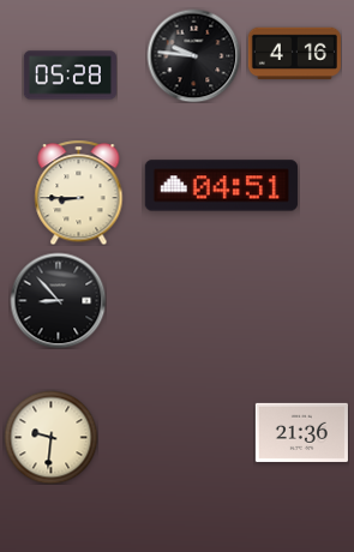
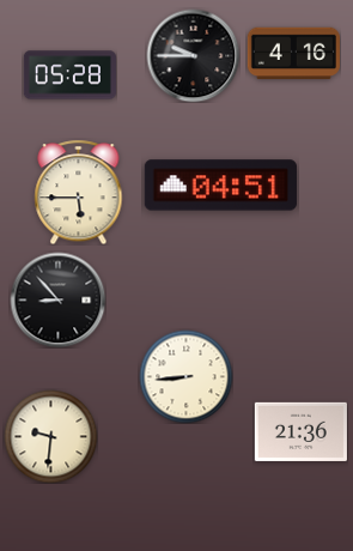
clock at (193, 55): 9:46 -> 9:45
clock at (79, 192): 8:45 -> 5:45
clock at (185, 376): none -> 8:44
